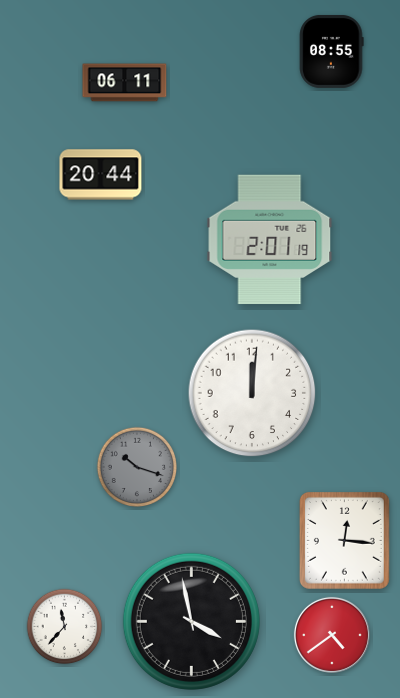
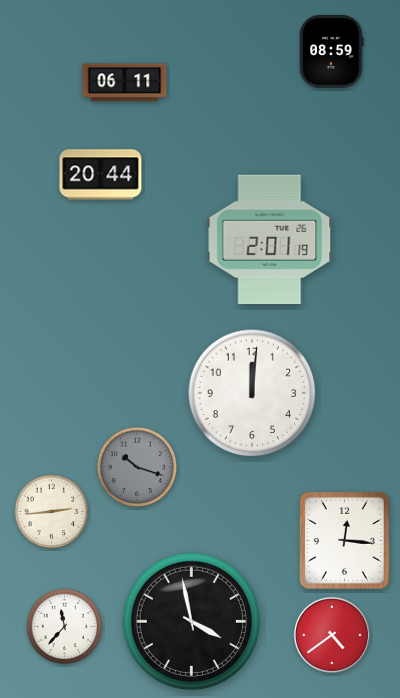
clock at (332, 51): 08:55 -> 08:59
clock at (52, 512): none -> 2:44
